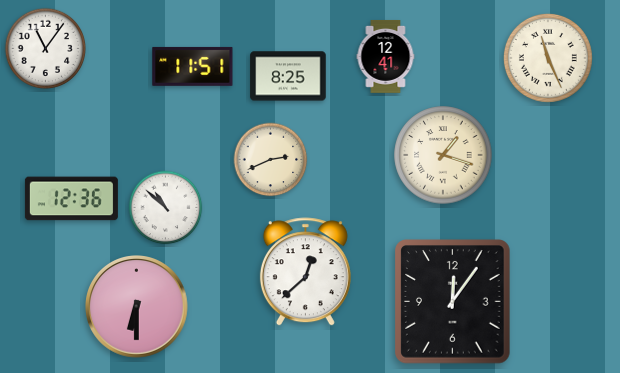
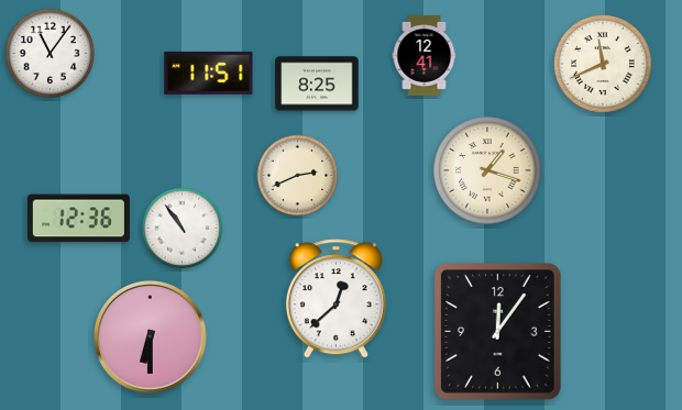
clock at (386, 56) position: (386, 56) -> (425, 55)
clock at (548, 58): 11:26 -> 11:41
clock at (193, 66) position: (193, 66) -> (209, 73)
clock at (166, 208): 10:52 -> 10:54
